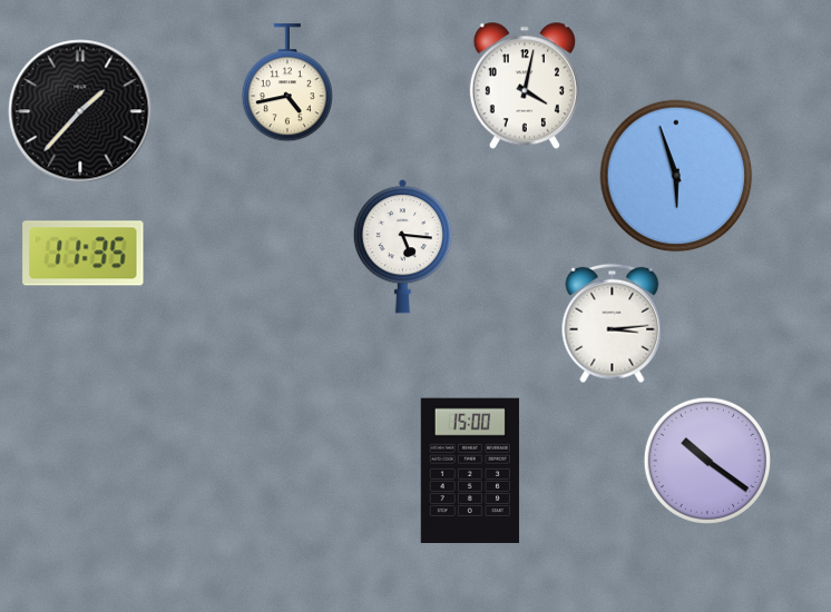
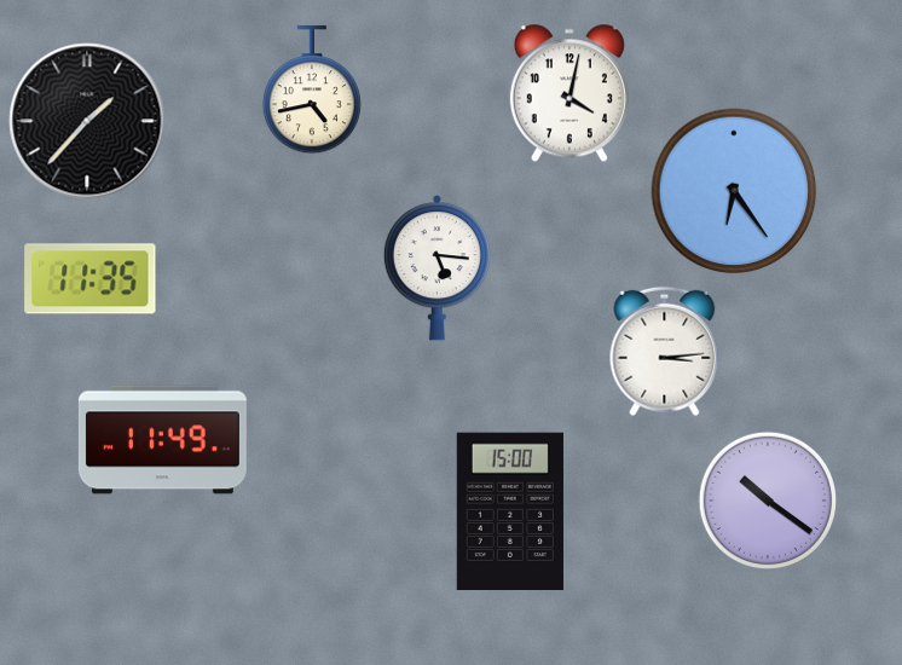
clock at (676, 176): 5:57 -> 6:24
clock at (84, 254) position: (84, 254) -> (91, 279)
clock at (162, 440): none -> 11:49
